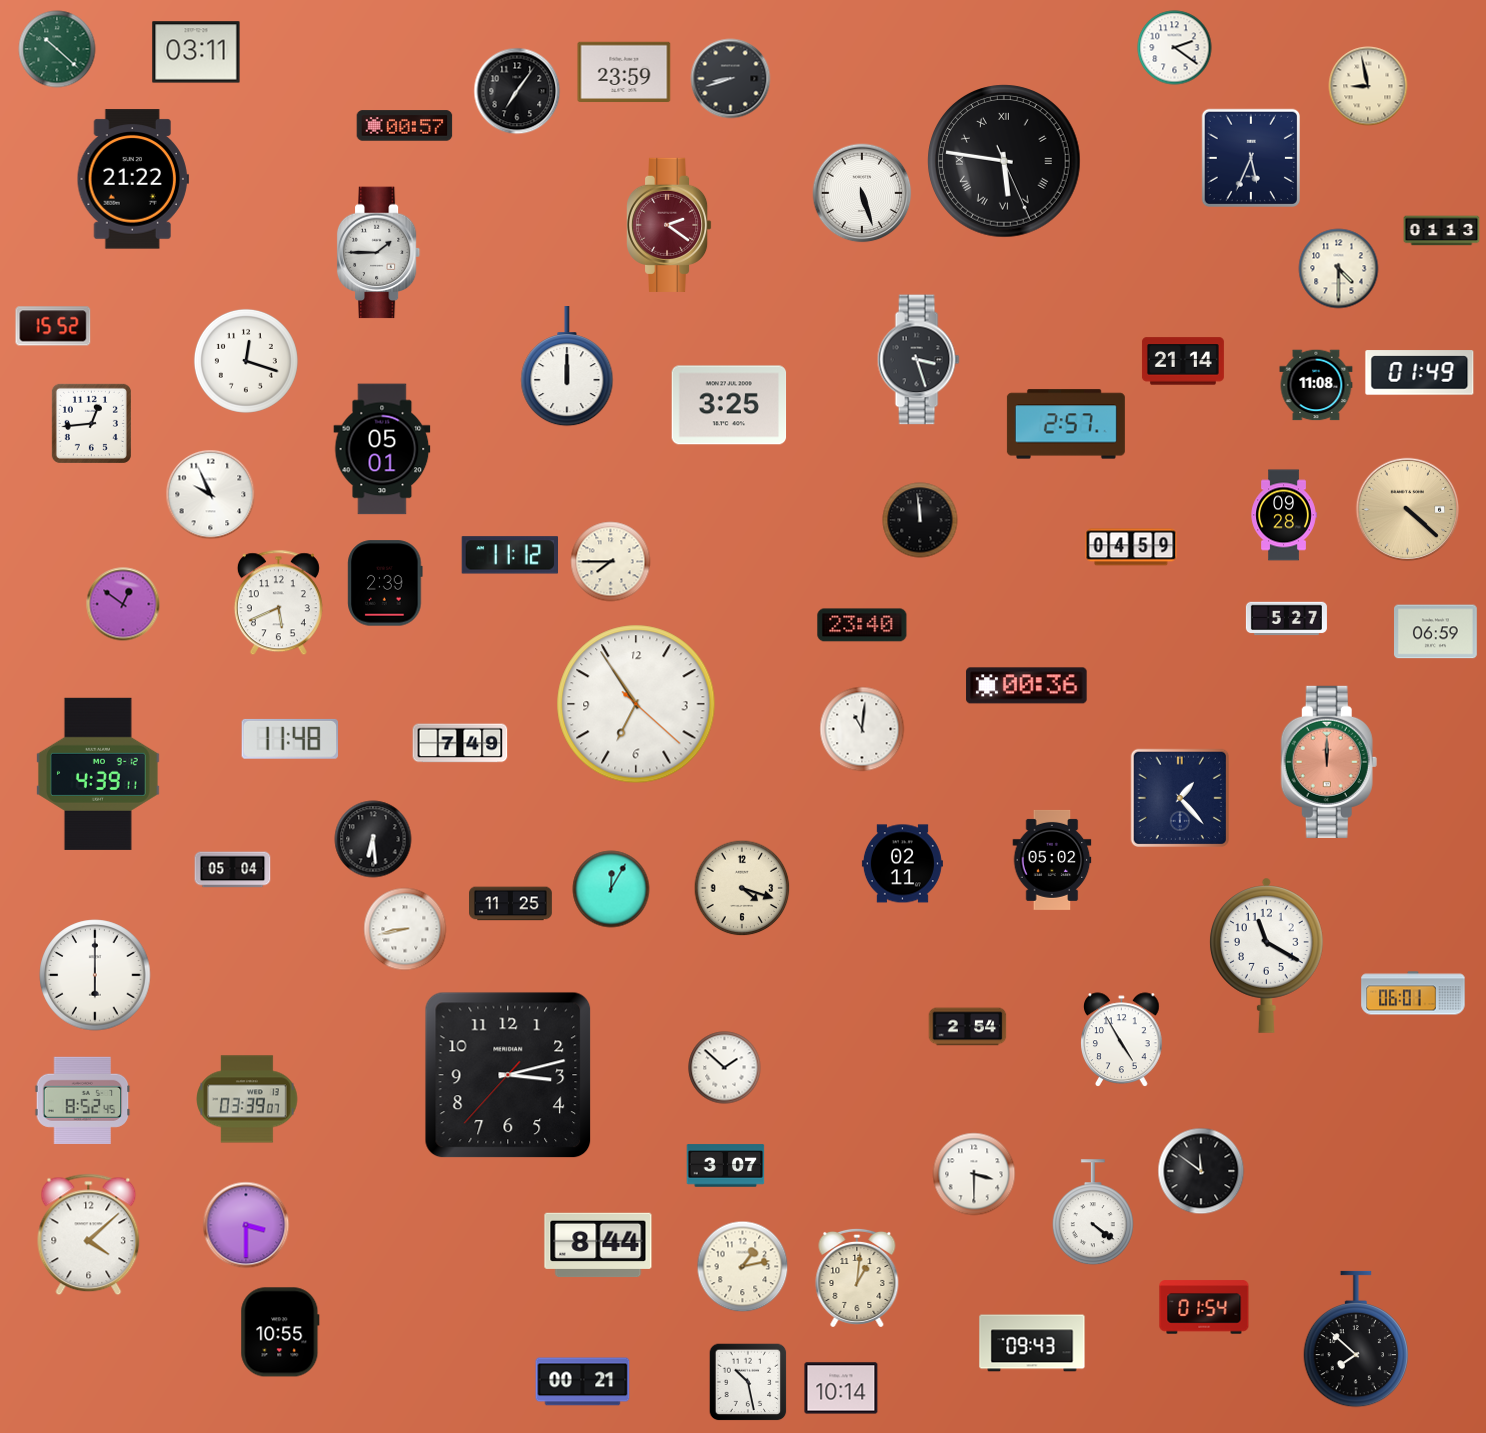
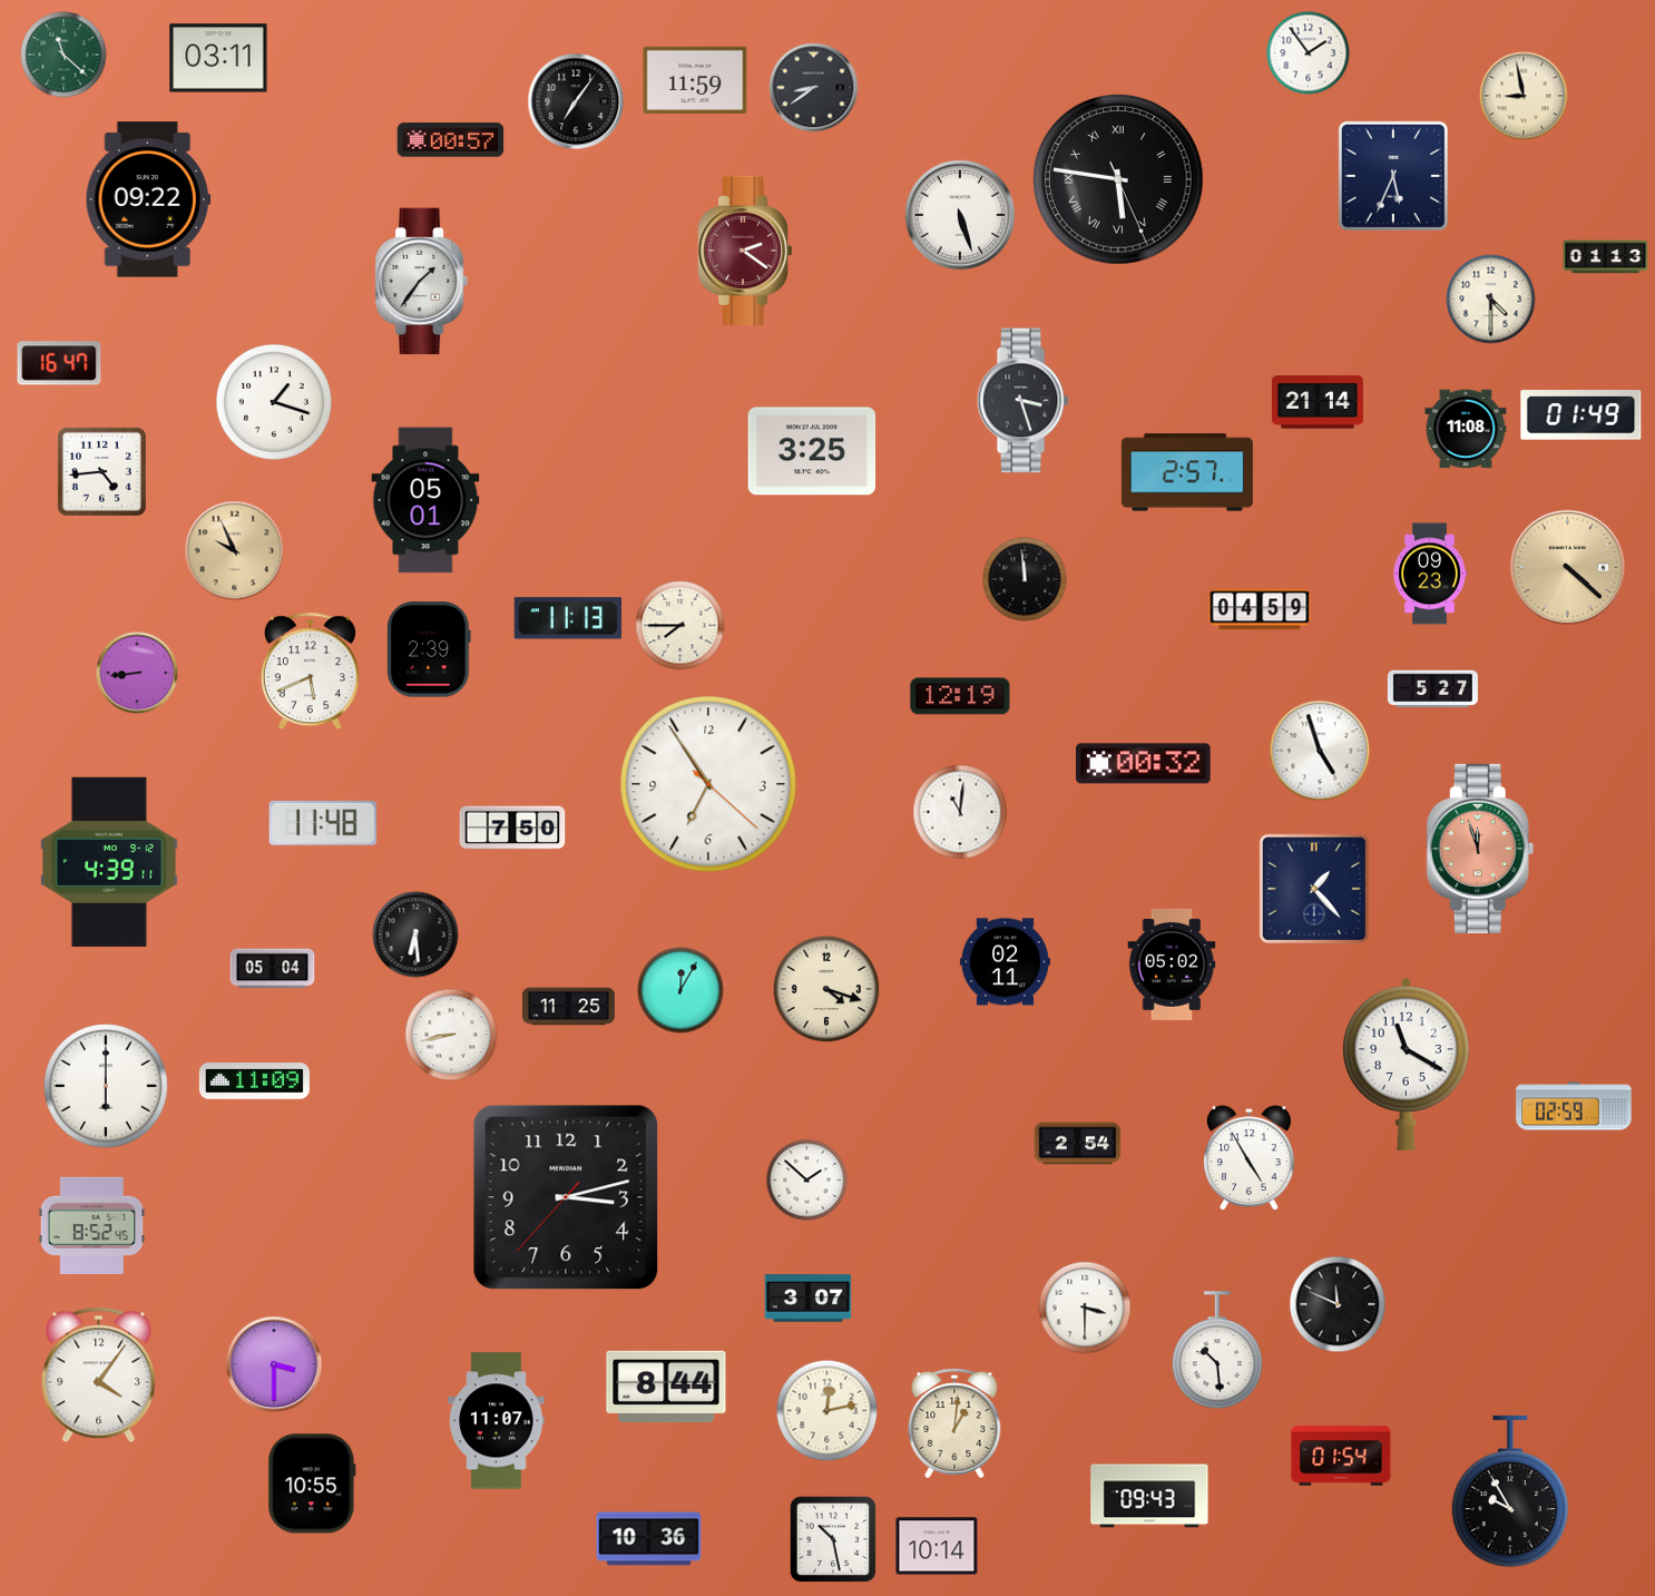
clock at (1175, 48): 2:21 -> 1:54
clock at (57, 49): 10:22 -> 11:22
clock at (624, 72): 23:59 -> 11:59
clock at (731, 79): 8:42 -> 8:39
clock at (133, 179): 21:22 -> 09:22
clock at (379, 253): 1:45 -> 1:36
clock at (53, 326): 15:52 -> 16:47
clock at (246, 361): 12:18 -> 1:18
clock at (567, 367): 12:00 -> none
clock at (91, 423): 12:44 -> 4:44
clock at (211, 495) dial: white -> champagne
clock at (1284, 515): 09:28 -> 09:23
clock at (509, 555): 11:12 -> 11:13
clock at (123, 604): 12:51 -> 8:44
clock at (862, 625): 23:40 -> 12:19
clock at (1436, 632): 06:59 -> none
clock at (1320, 751): none -> 4:57
clock at (1027, 686): 00:36 -> 00:32
clock at (460, 743): 7:49 -> 7:50
clock at (1329, 762): 12:00 -> 11:57
clock at (1052, 860) position: (1052, 860) -> (1172, 965)
clock at (233, 870) position: (233, 870) -> (273, 969)
clock at (1266, 955) position: (1266, 955) -> (1406, 1064)
clock at (254, 1081): none -> 11:09
clock at (1413, 993): 06:01 -> 02:59
clock at (725, 1068) position: (725, 1068) -> (807, 1181)
clock at (247, 1099): 03:39 -> none
clock at (1201, 1171): 11:51 -> 11:49
clock at (1093, 1213): 4:21 -> 10:29
clock at (89, 1235): 4:08 -> 4:06
clock at (743, 1267): 1:13 -> 12:13
clock at (497, 1421): none -> 11:07
clock at (1355, 1339): 7:52 -> 9:55
clock at (583, 1382): 00:21 -> 10:36
